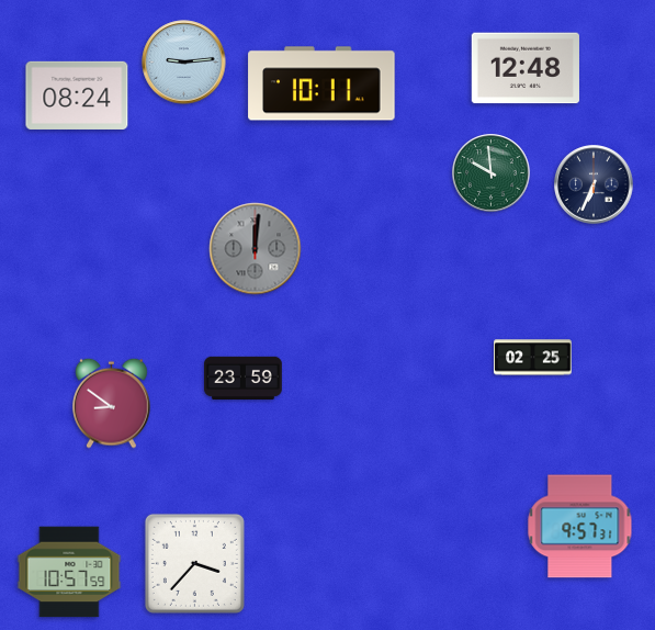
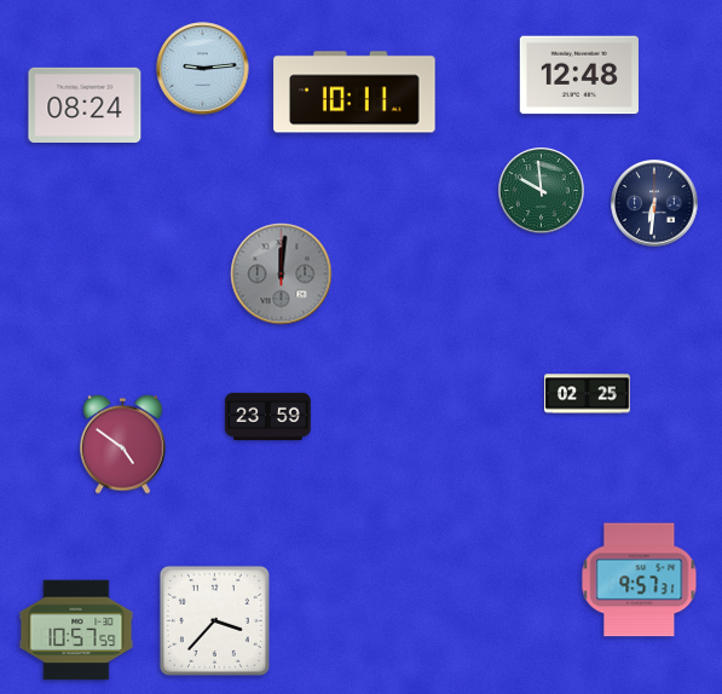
clock at (594, 184): 6:34 -> 6:31
clock at (112, 403): 8:51 -> 4:51
